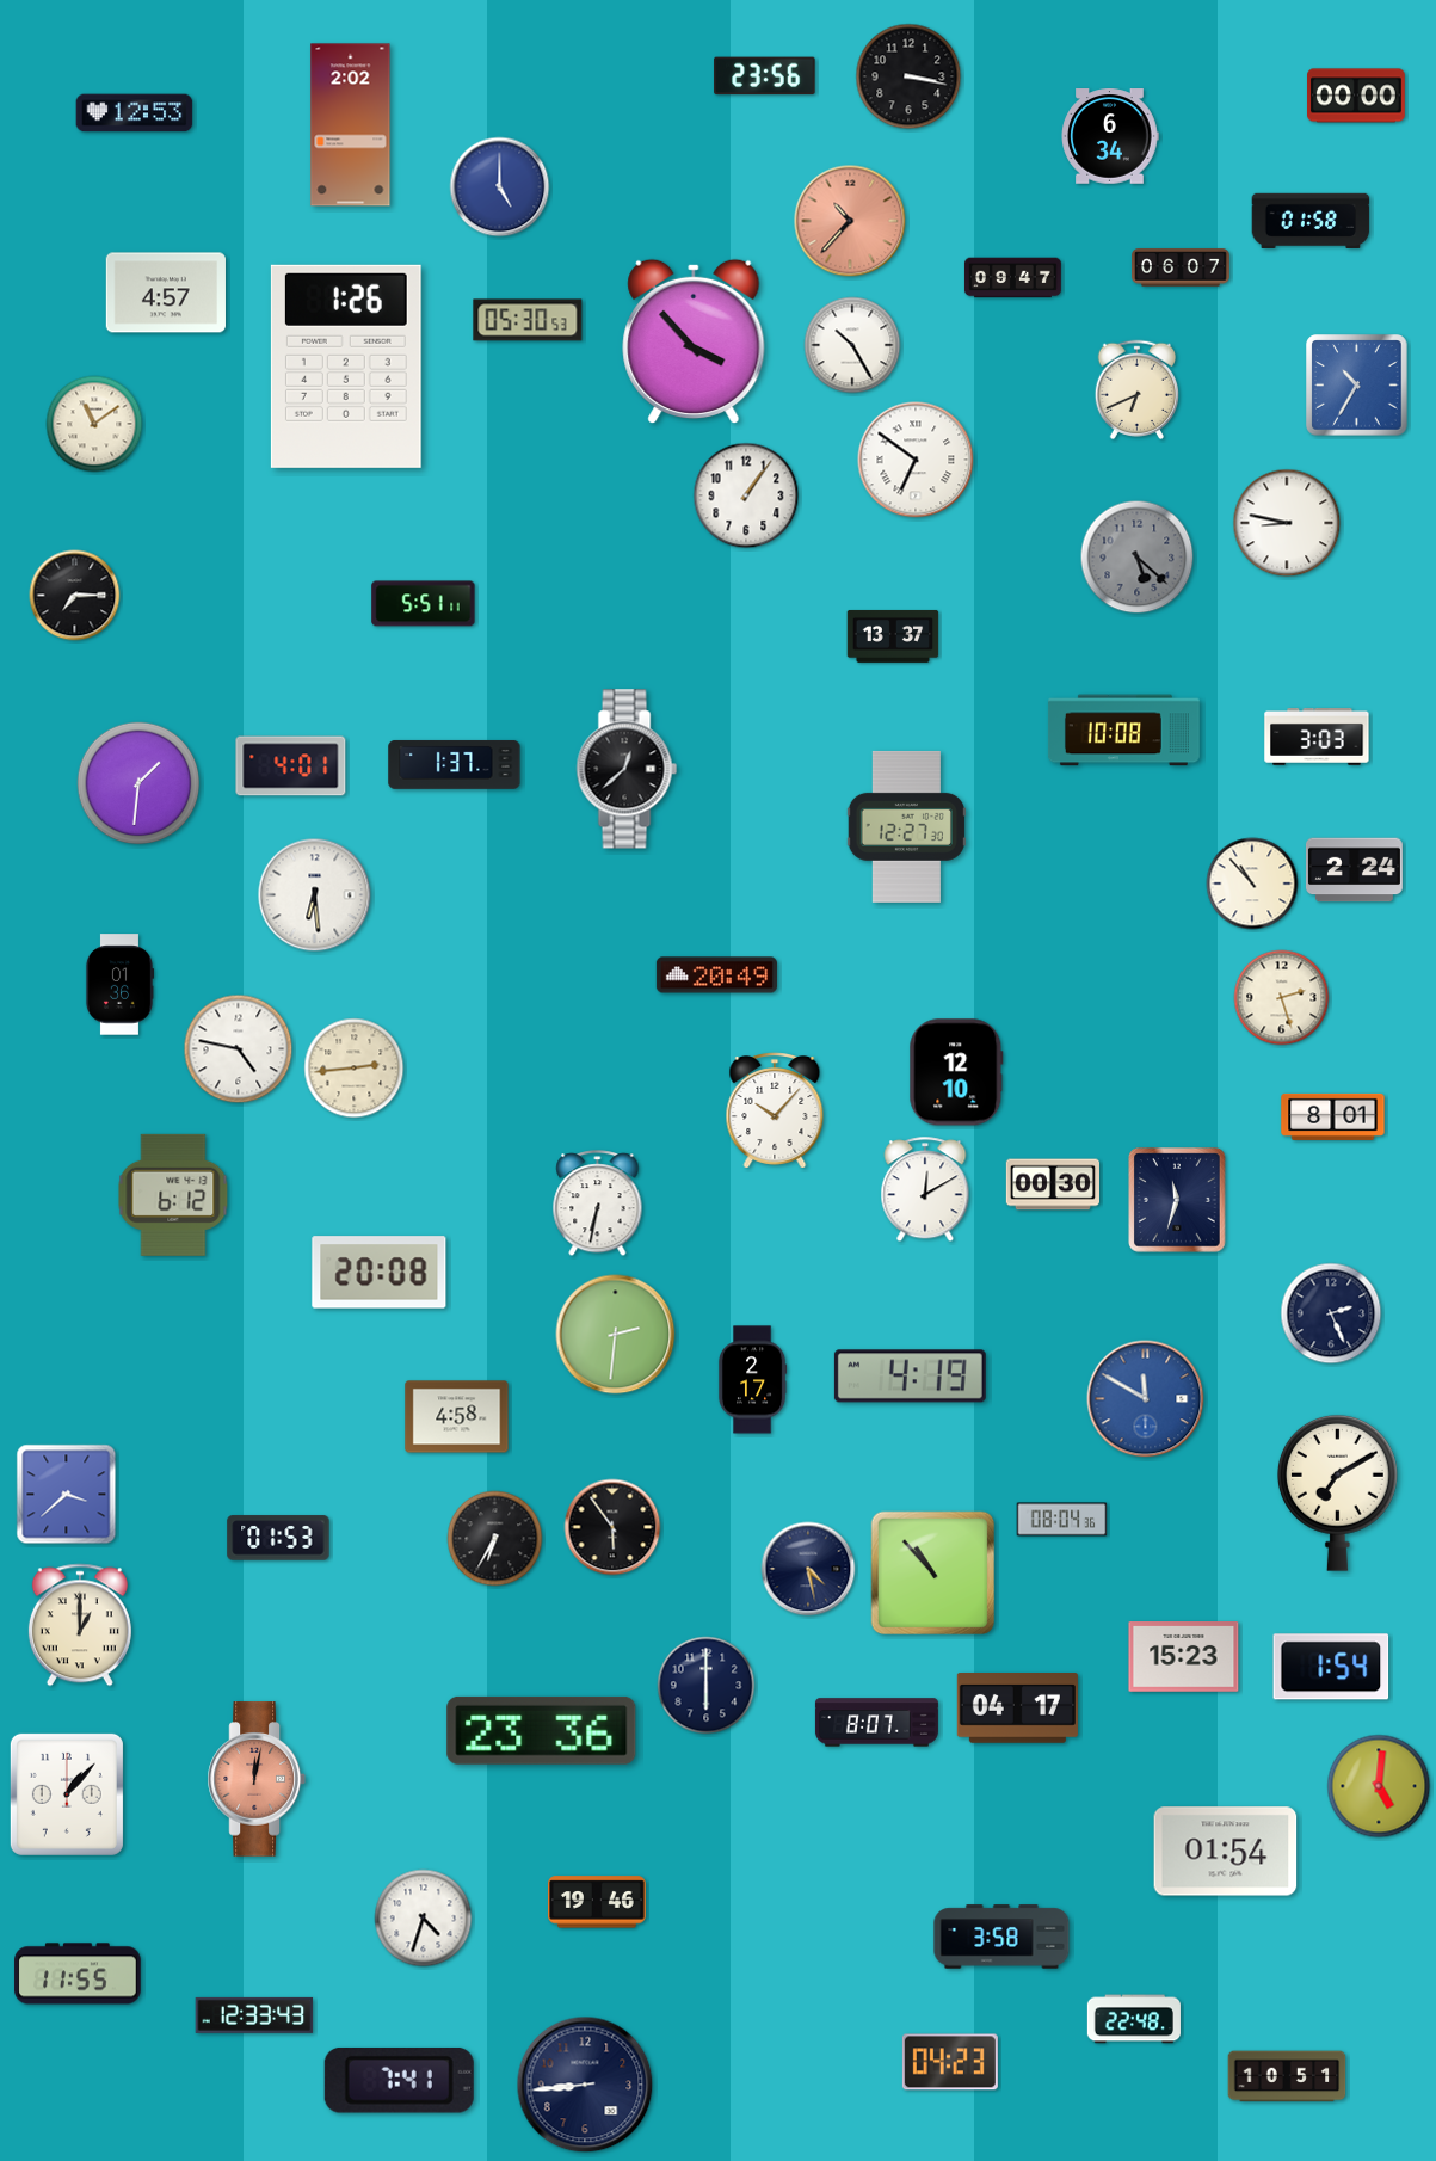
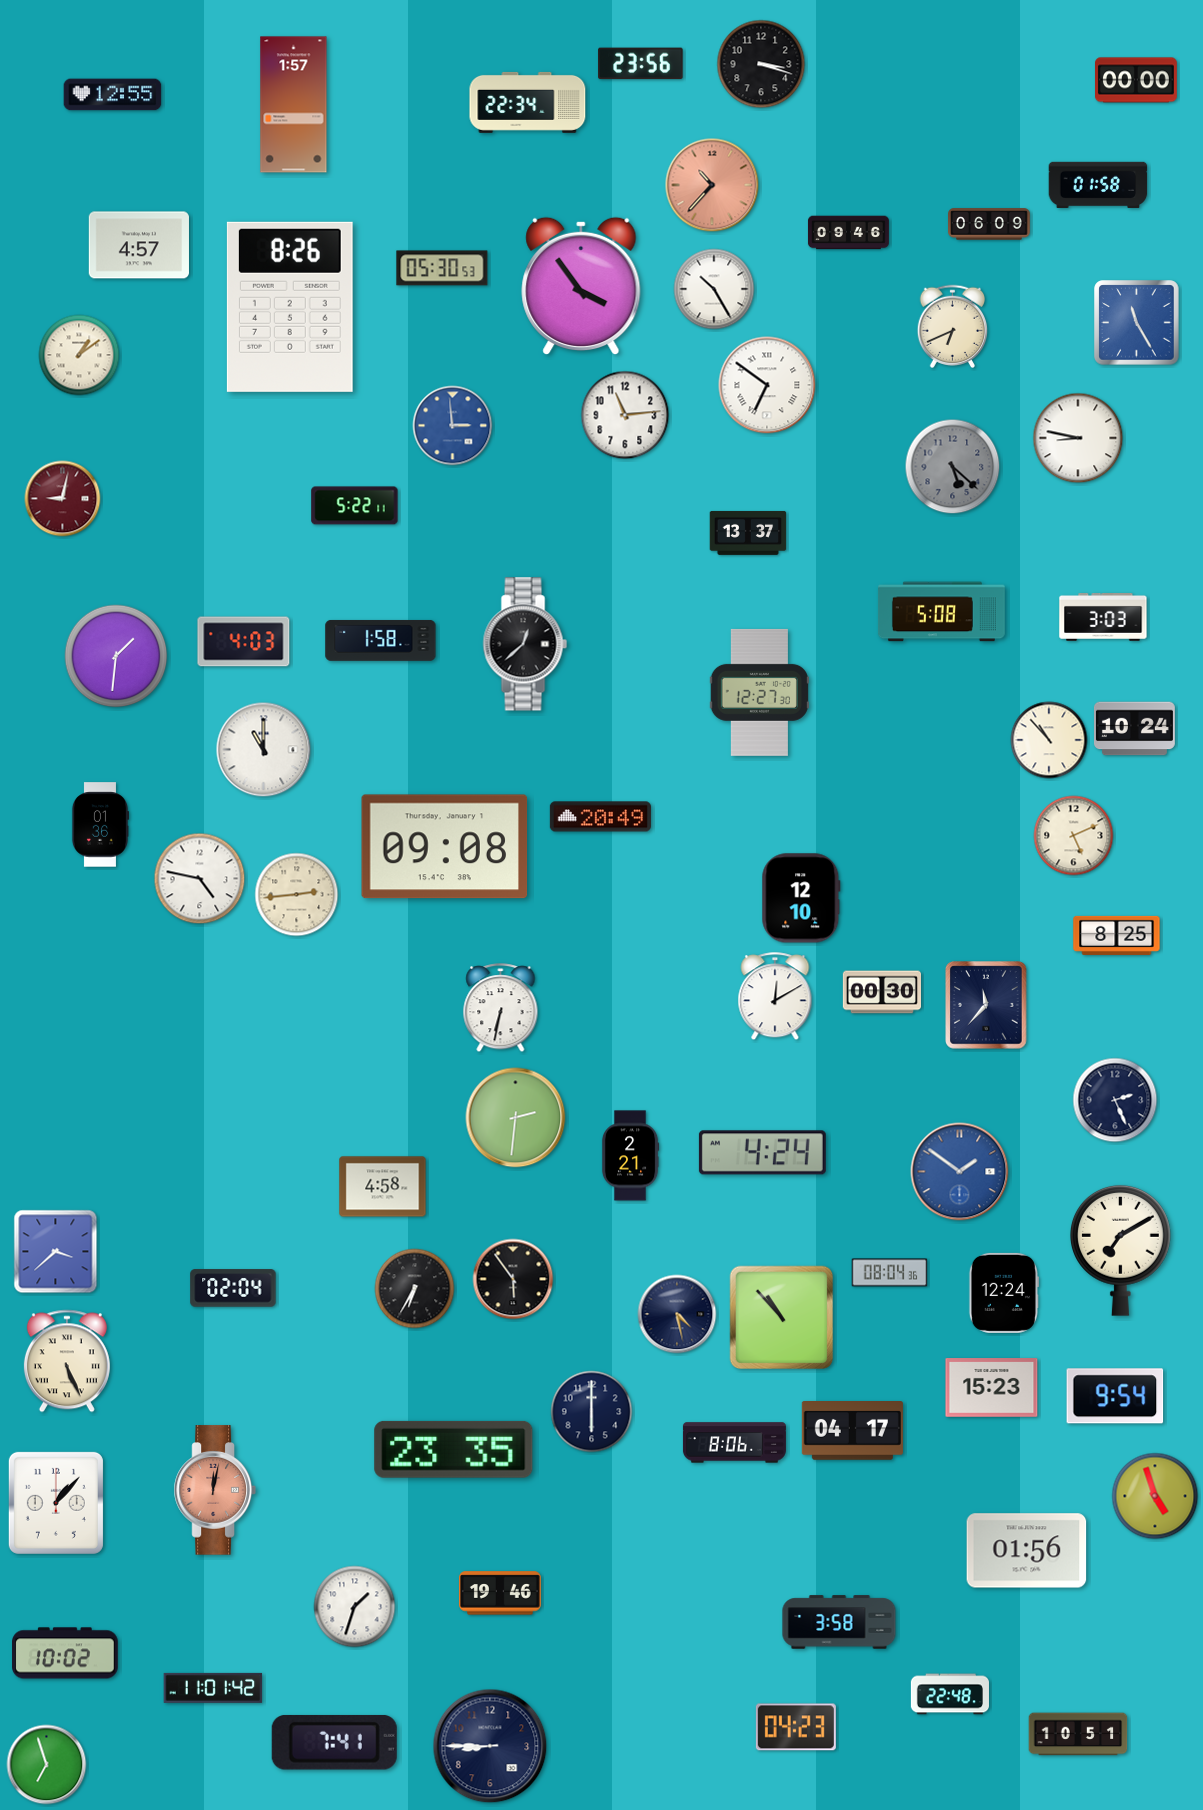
clock at (908, 76): 3:17 -> 3:18
clock at (135, 113): 12:53 -> 12:55
clock at (528, 102): none -> 22:34
clock at (351, 125): 2:02 -> 1:57
clock at (1110, 136): 6:34 -> none
clock at (500, 187): 5:00 -> none
clock at (1181, 267): 06:07 -> 06:09
clock at (1012, 278): 09:47 -> 09:46
clock at (694, 341): 3:53 -> 3:54
clock at (346, 367): 1:26 -> 8:26
clock at (1357, 386): 10:35 -> 11:25
clock at (94, 424): 11:09 -> 1:09
clock at (746, 495): 1:06 -> 11:14
clock at (453, 426): none -> 2:59
clock at (75, 596): 7:15 -> 9:02
clock at (75, 596) dial: black -> burgundy
clock at (424, 604): 5:51 -> 5:22
clock at (1123, 731): 10:08 -> 5:08
clock at (455, 764): 1:37 -> 1:58
clock at (291, 766): 4:01 -> 4:03
clock at (1354, 870): 2:24 -> 10:24
clock at (315, 895): 6:29 -> 11:00
clock at (1282, 998): 2:27 -> 5:11
clock at (445, 847): none -> 09:08
clock at (775, 1112): 10:07 -> none
clock at (1333, 1116): 8:01 -> 8:25
clock at (173, 1195): 6:12 -> none
clock at (1177, 1200): 11:33 -> 11:37
clock at (380, 1273): 20:08 -> none
clock at (910, 1377): 4:19 -> 4:24
clock at (752, 1380): 2:17 -> 2:21
clock at (1146, 1399): 11:50 -> 1:51
clock at (278, 1538): 01:53 -> 02:04
clock at (1004, 1293): none -> 12:24
clock at (80, 1625): 1:00 -> 5:26
clock at (1331, 1667): 1:54 -> 9:54
clock at (876, 1723): 8:07 -> 8:06
clock at (542, 1730): 23:36 -> 23:35
clock at (1379, 1786): 5:01 -> 4:57
clock at (1226, 1852): 01:54 -> 01:56
clock at (424, 1919): 4:33 -> 1:33
clock at (78, 1974): 11:55 -> 10:02
clock at (254, 2015): 12:33 -> 11:01
clock at (1134, 2019) position: (1134, 2019) -> (950, 1694)
clock at (1287, 2076) position: (1287, 2076) -> (1078, 1734)
clock at (585, 2085): 8:44 -> 8:45
clock at (47, 1765): none -> 6:57
